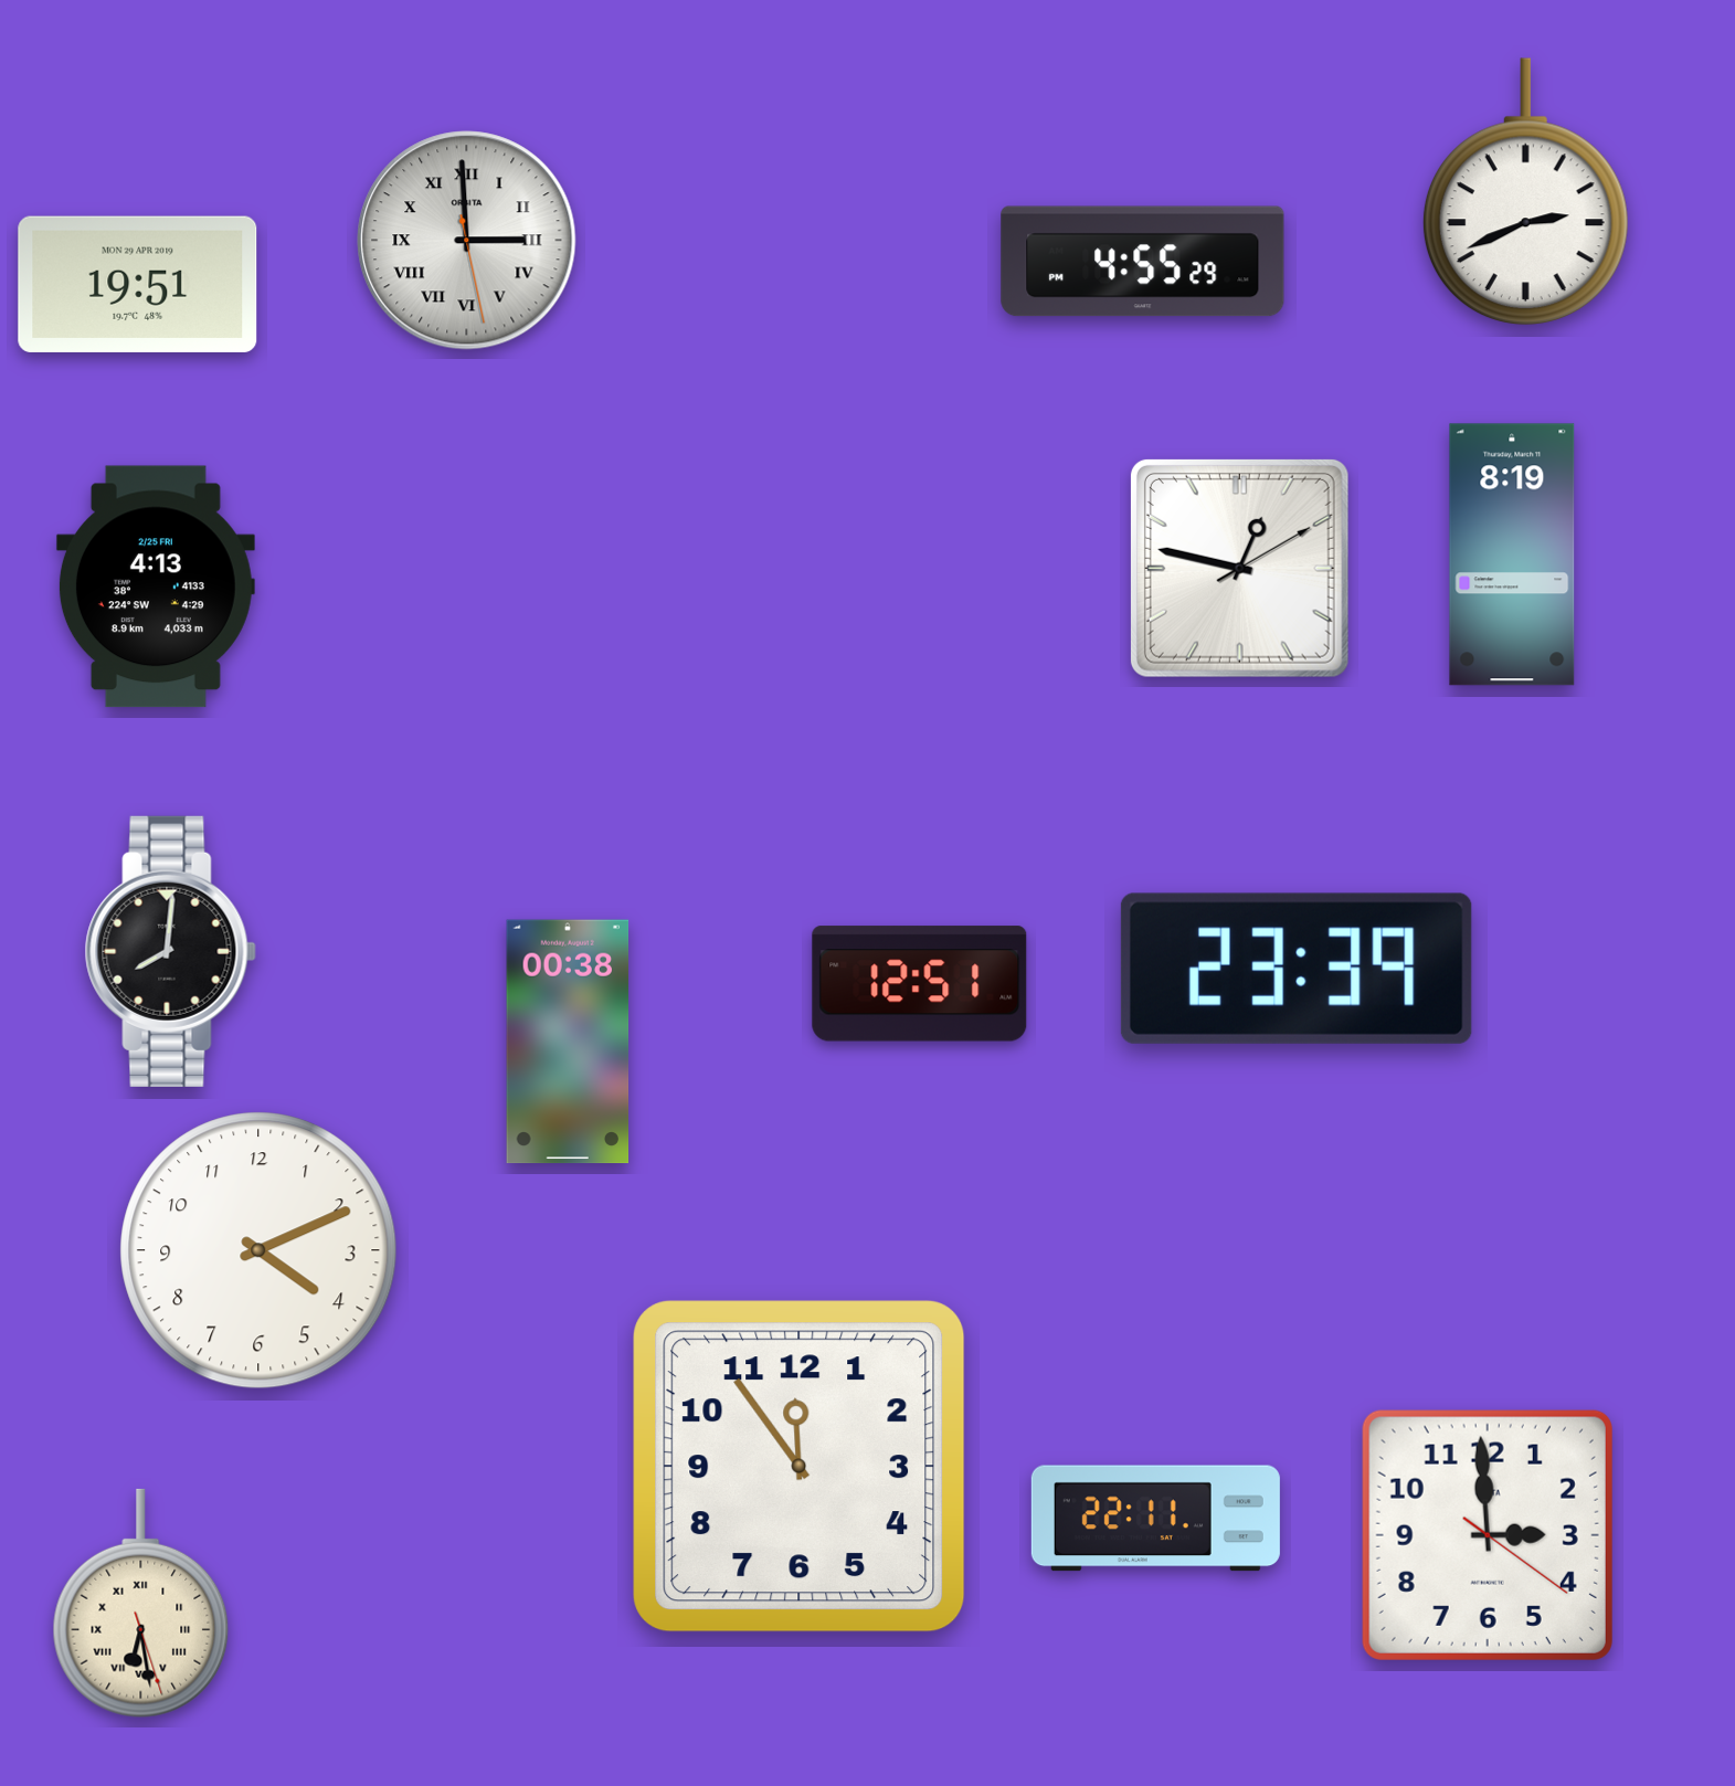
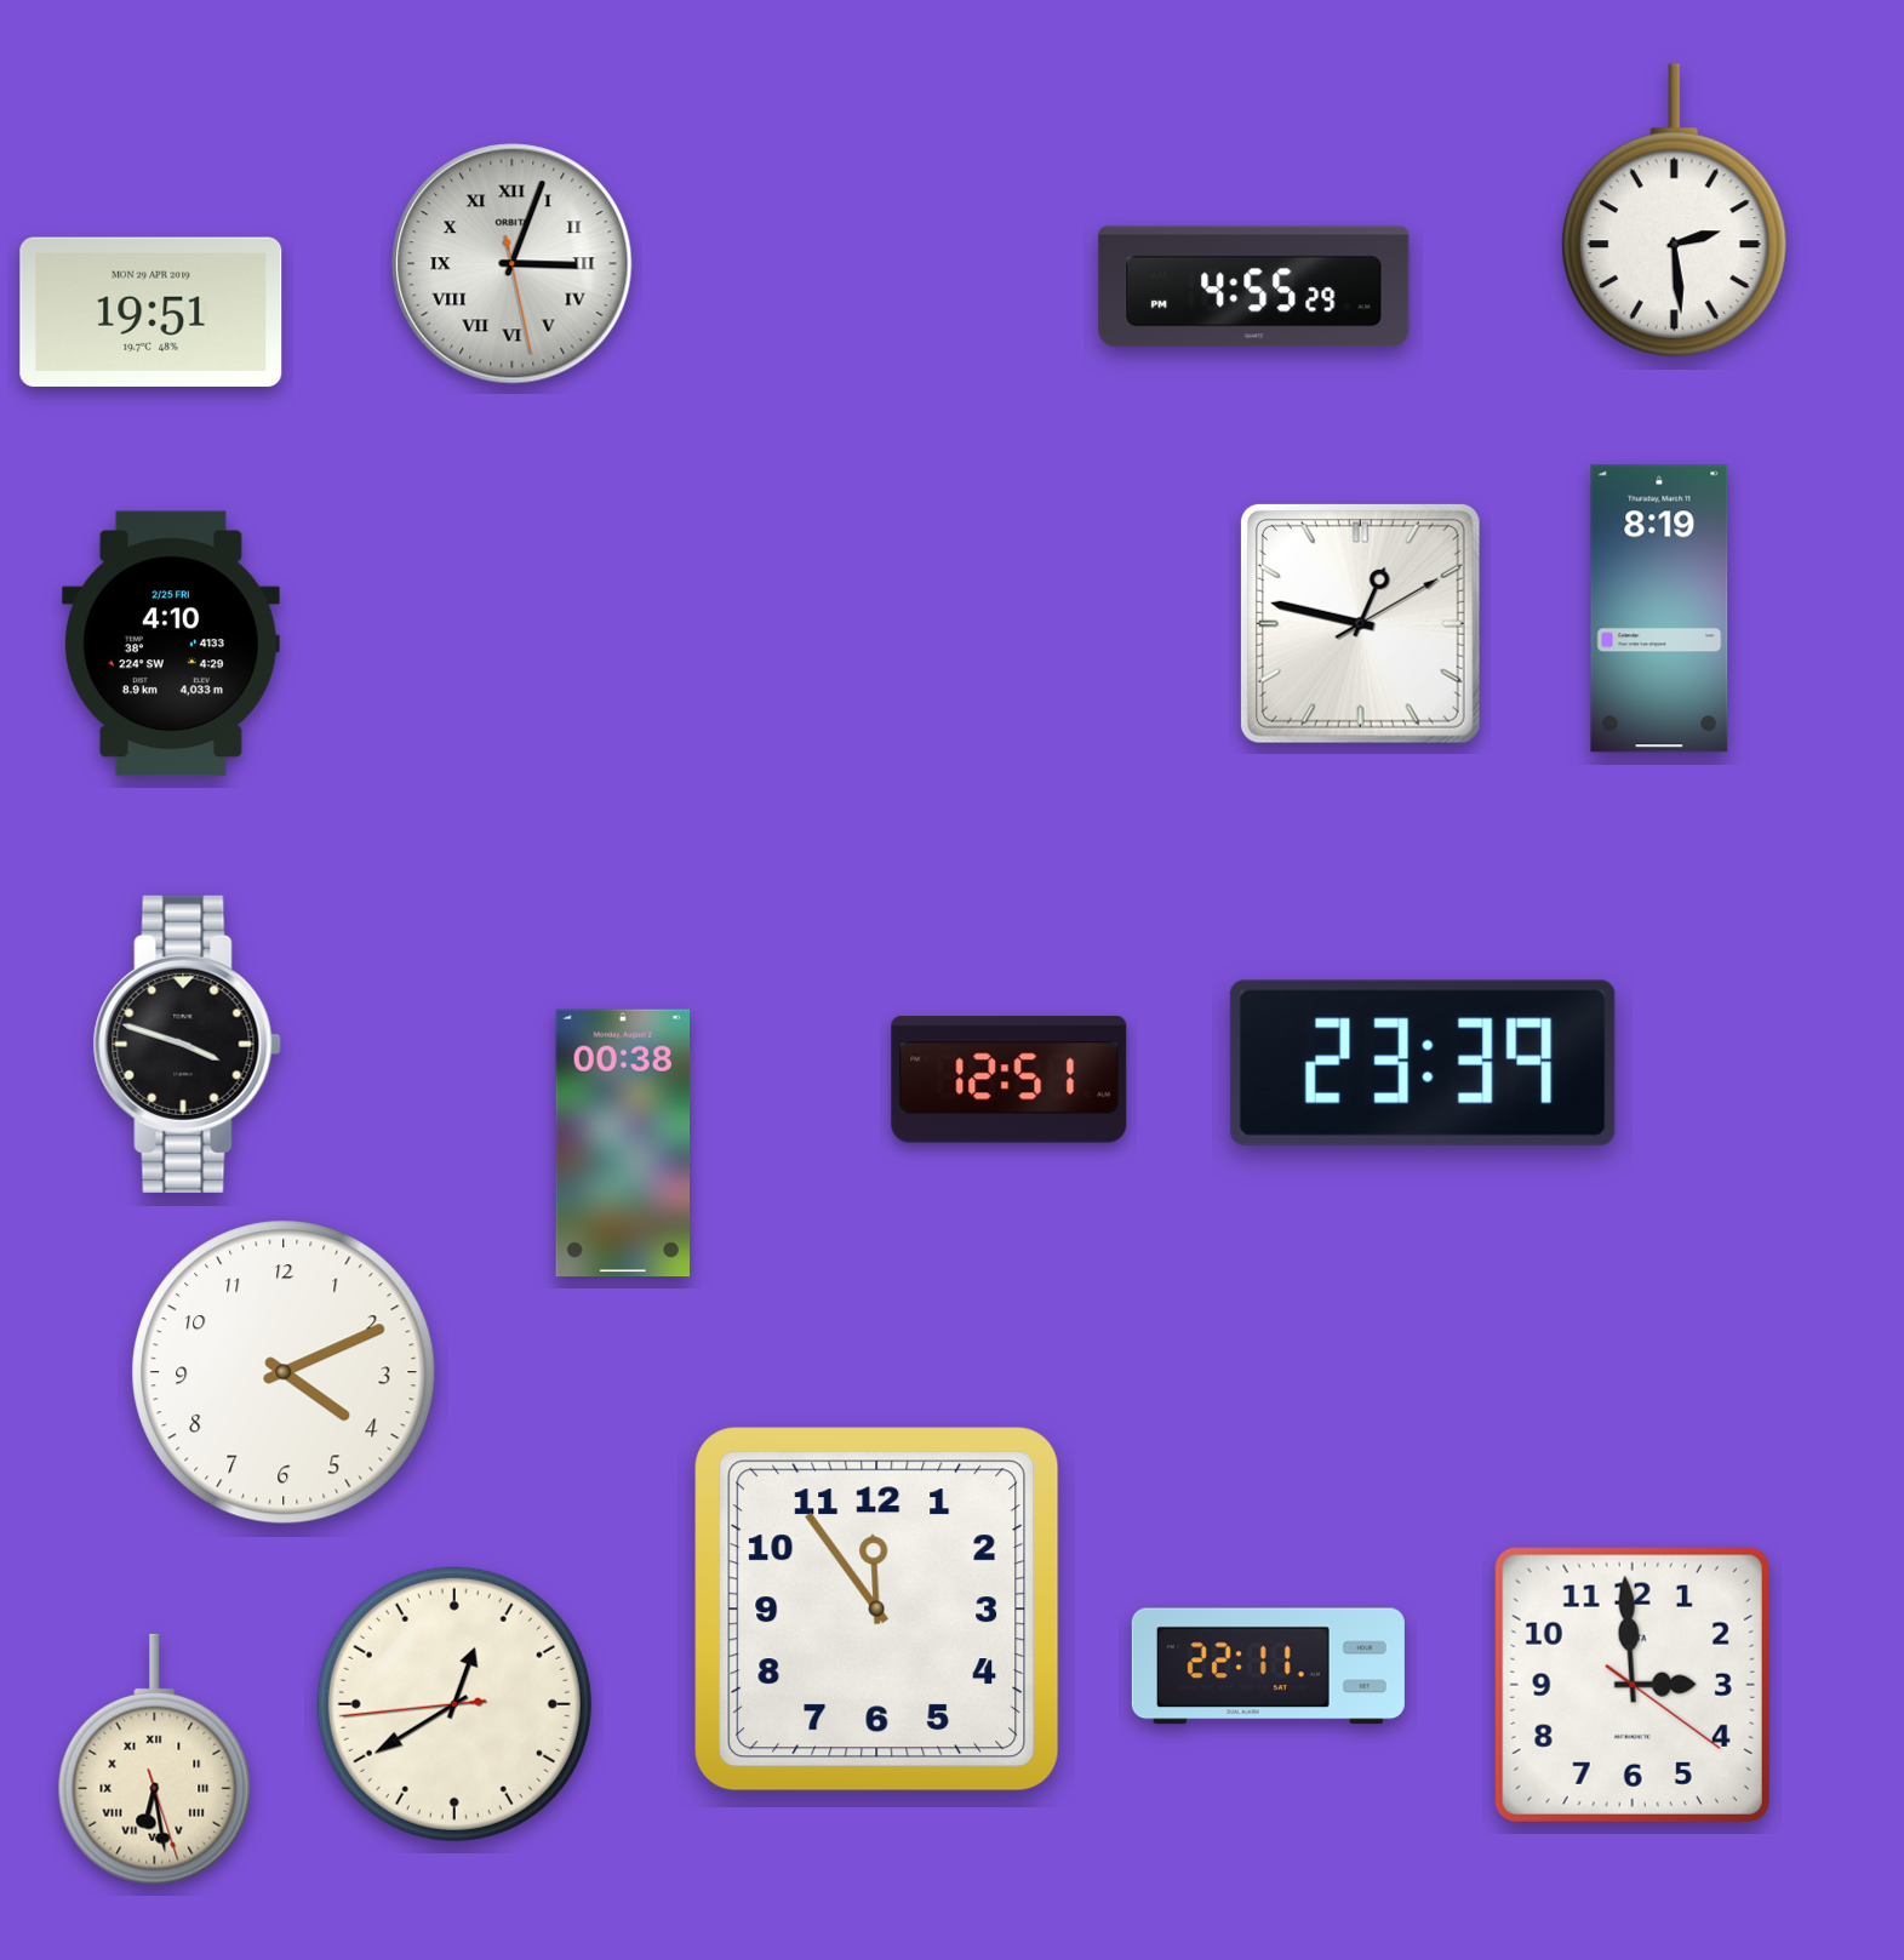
clock at (1525, 192): 2:41 -> 2:29
clock at (467, 241): 2:59 -> 3:03
clock at (156, 586): 4:13 -> 4:10
clock at (170, 951): 8:01 -> 3:48
clock at (454, 1704): none -> 12:39
